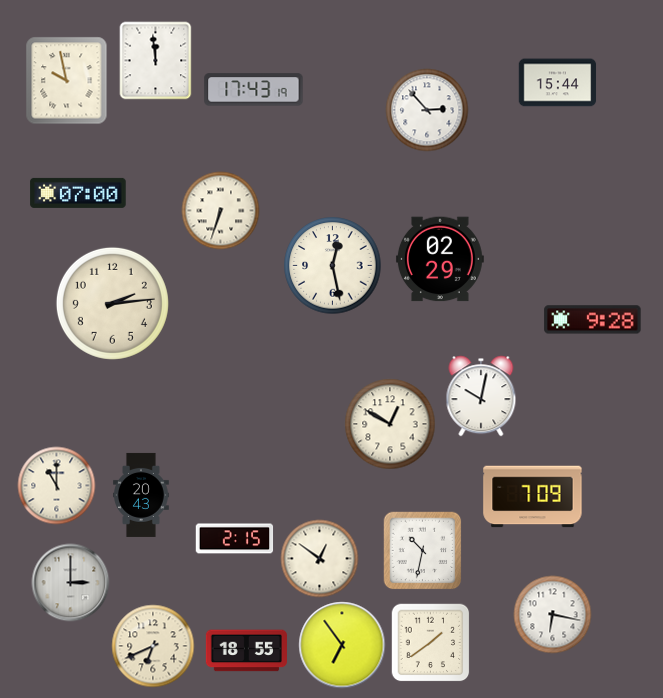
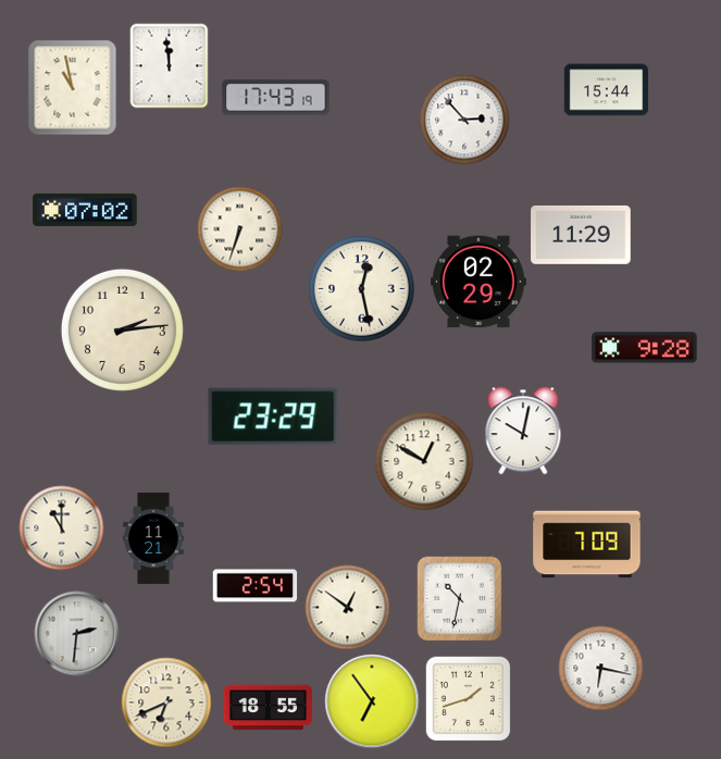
clock at (67, 80): 9:58 -> 10:58
clock at (78, 193): 07:00 -> 07:02
clock at (581, 235): none -> 11:29
clock at (273, 416): none -> 23:29
clock at (141, 495): 20:43 -> 11:21
clock at (533, 497) position: (533, 497) -> (587, 545)
clock at (234, 539): 2:15 -> 2:54
clock at (70, 582): 3:00 -> 2:31
clock at (430, 642): 1:39 -> 1:42
